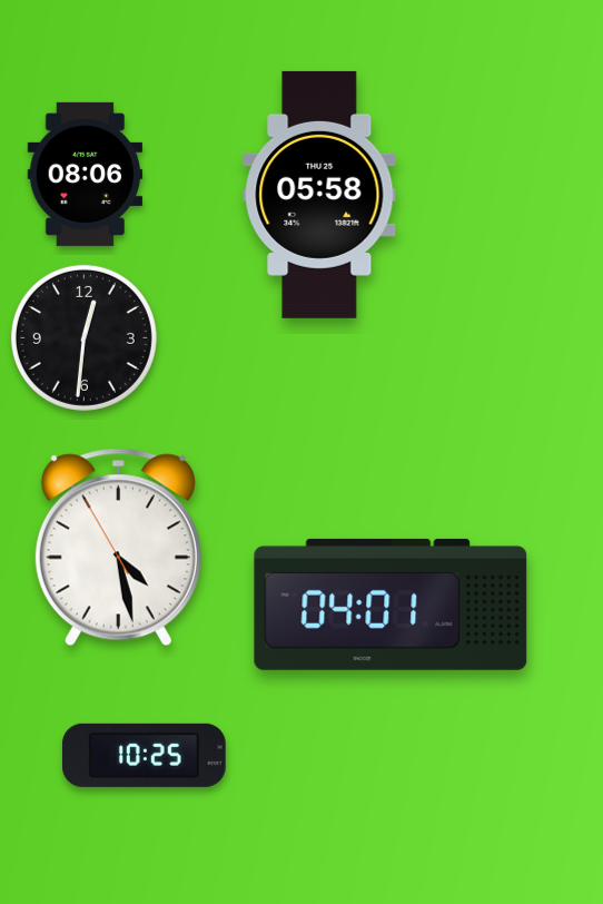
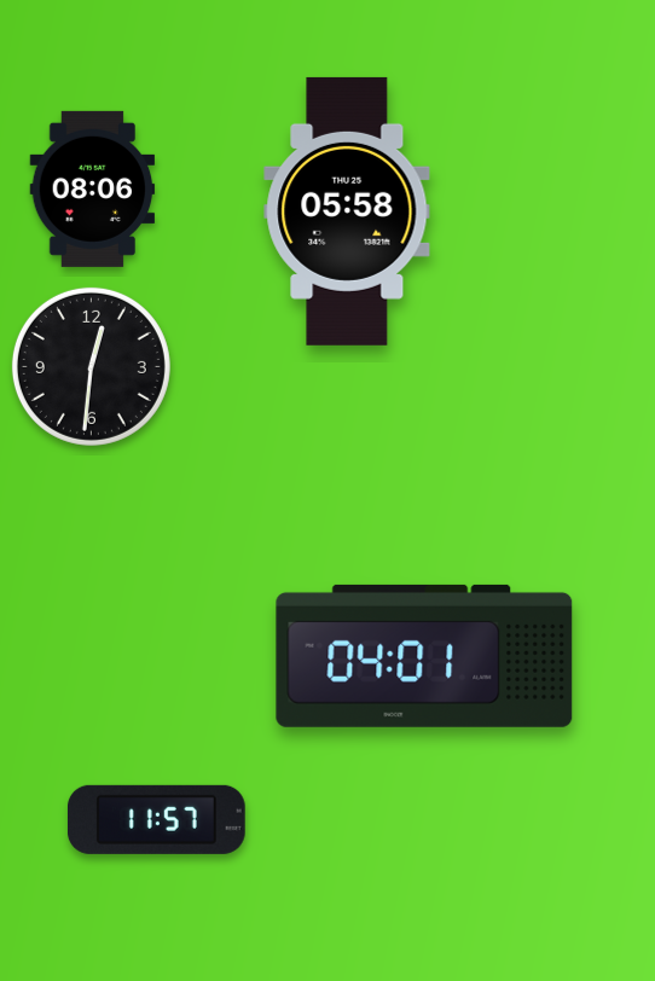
clock at (118, 548): 4:27 -> none
clock at (144, 755): 10:25 -> 11:57
